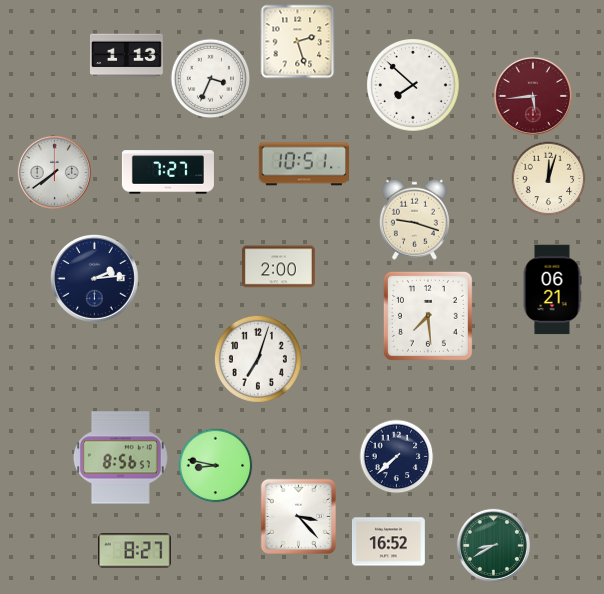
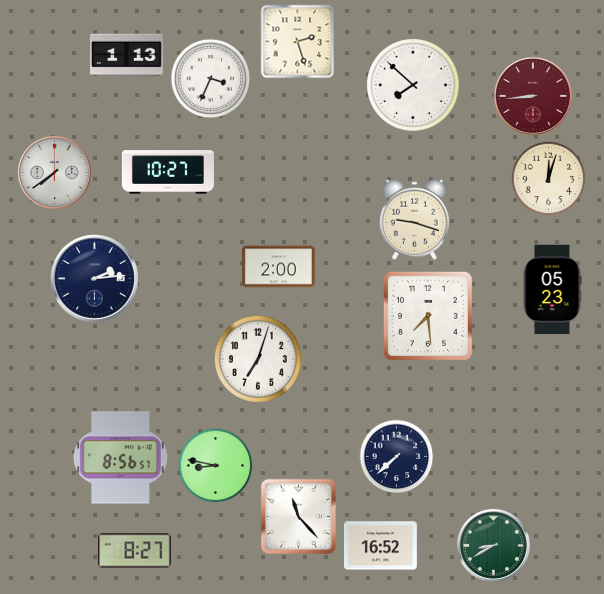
clock at (533, 96): 5:44 -> 8:44
clock at (304, 164): 10:51 -> none
clock at (168, 172): 7:27 -> 10:27
clock at (552, 290): 06:21 -> 05:23
clock at (298, 516): 3:23 -> 11:23
clock at (388, 542) position: (388, 542) -> (380, 546)
